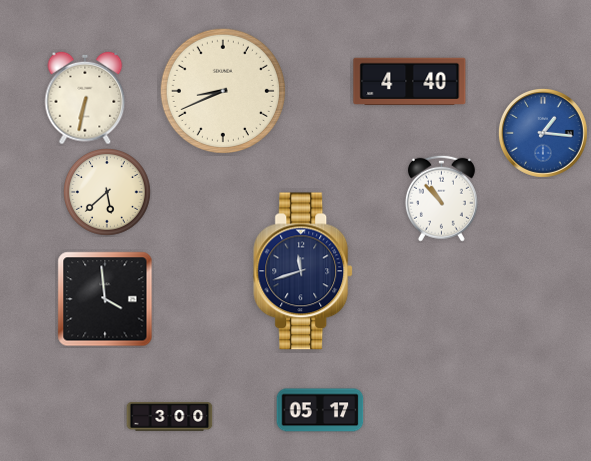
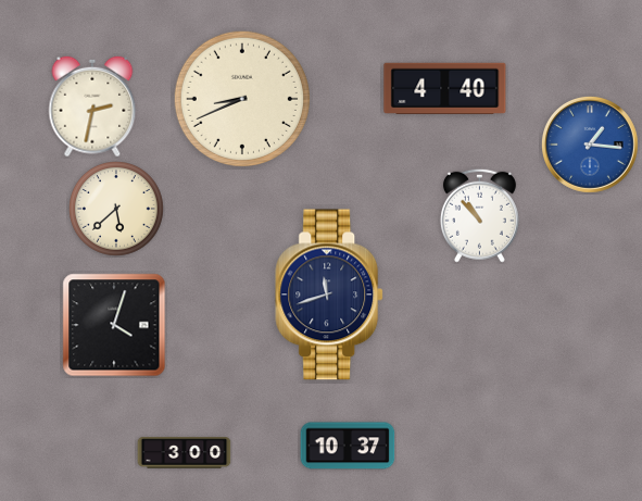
clock at (85, 98): 6:32 -> 2:32
clock at (105, 299): 3:59 -> 4:03
clock at (320, 410): 05:17 -> 10:37
